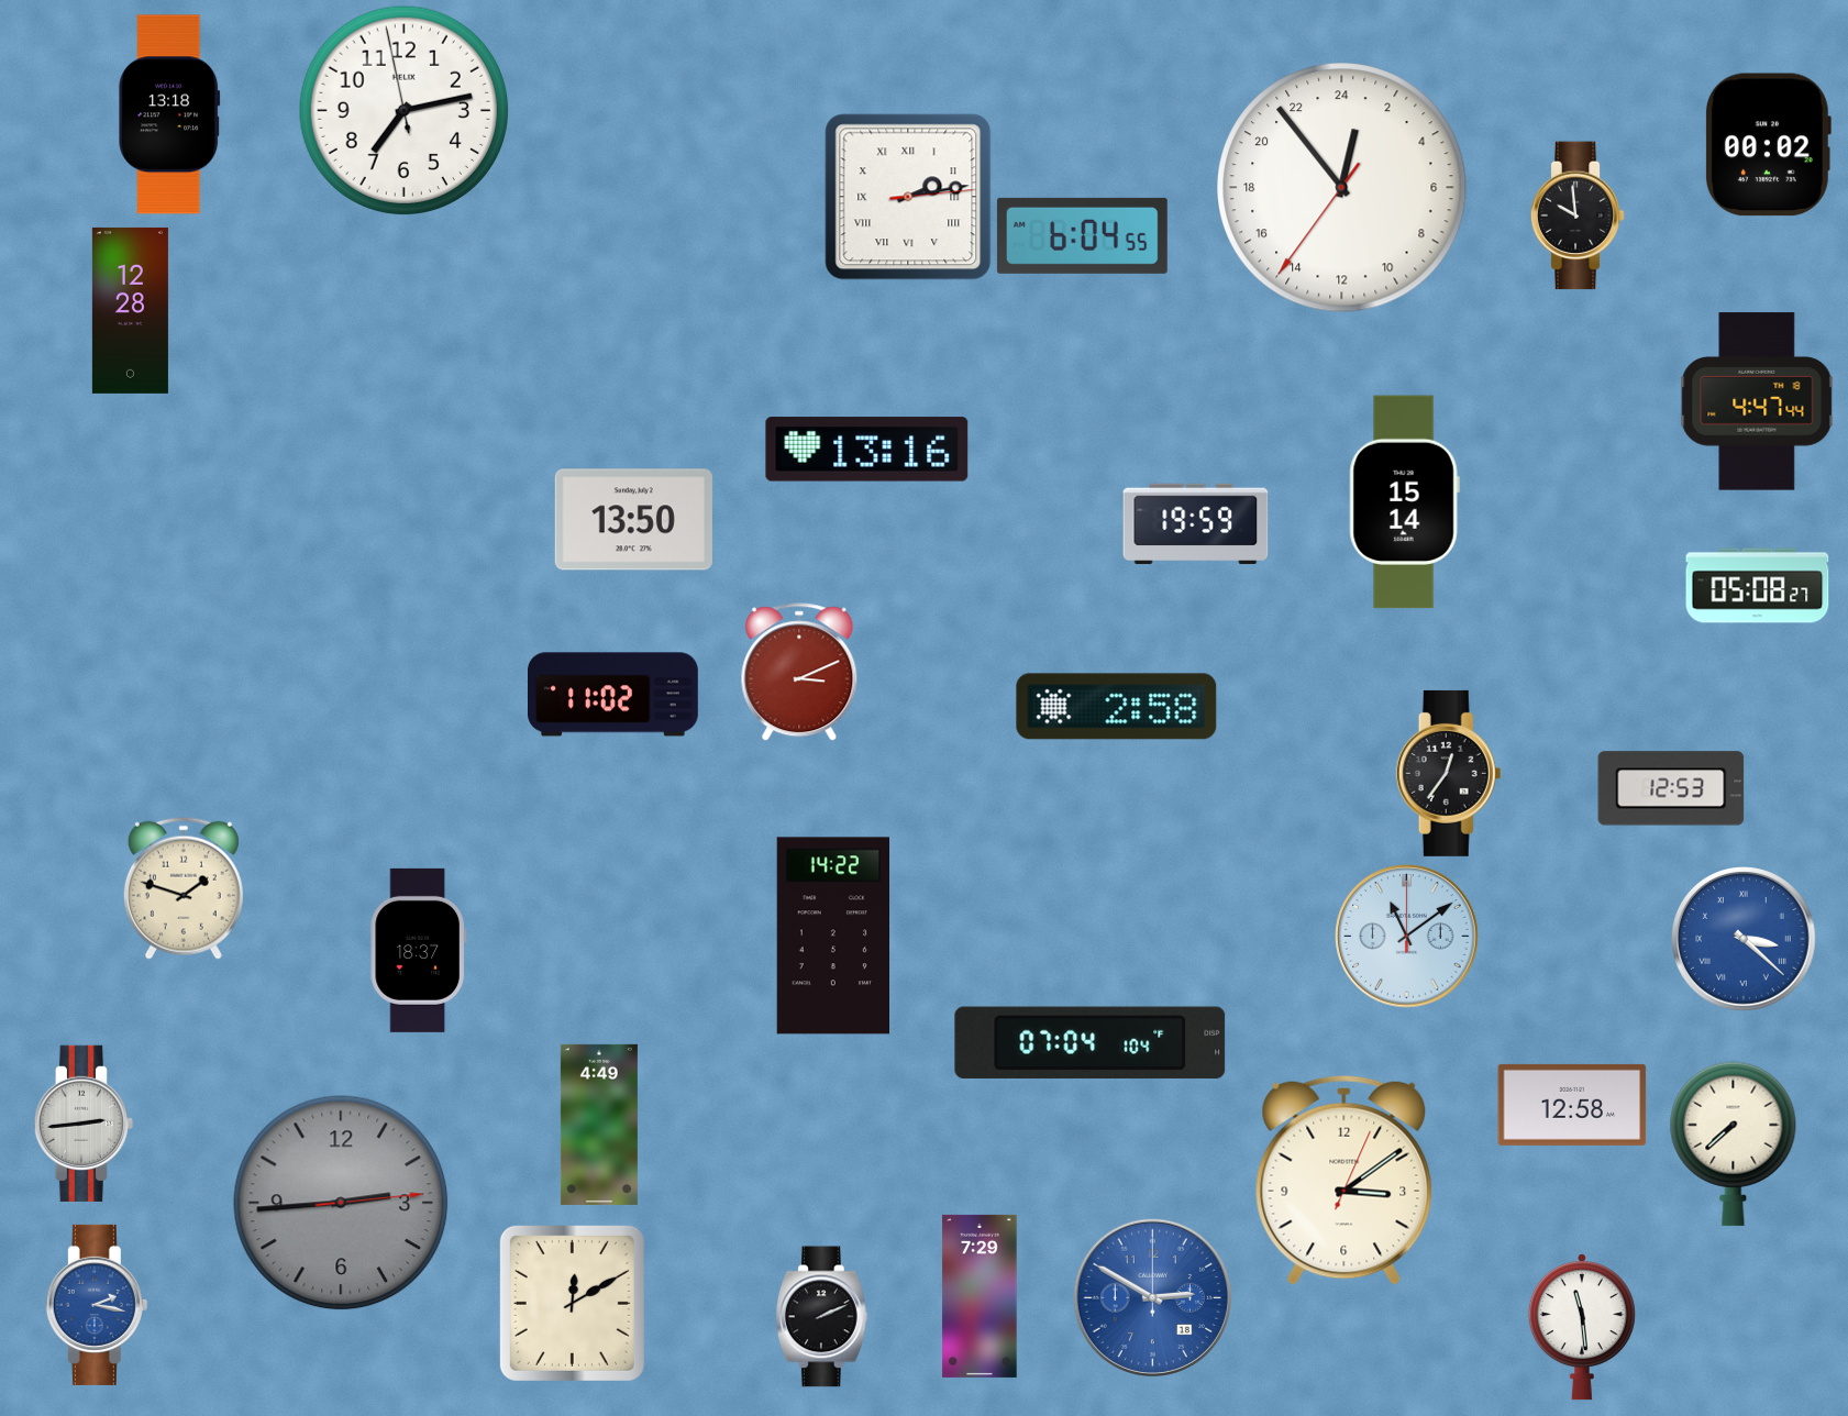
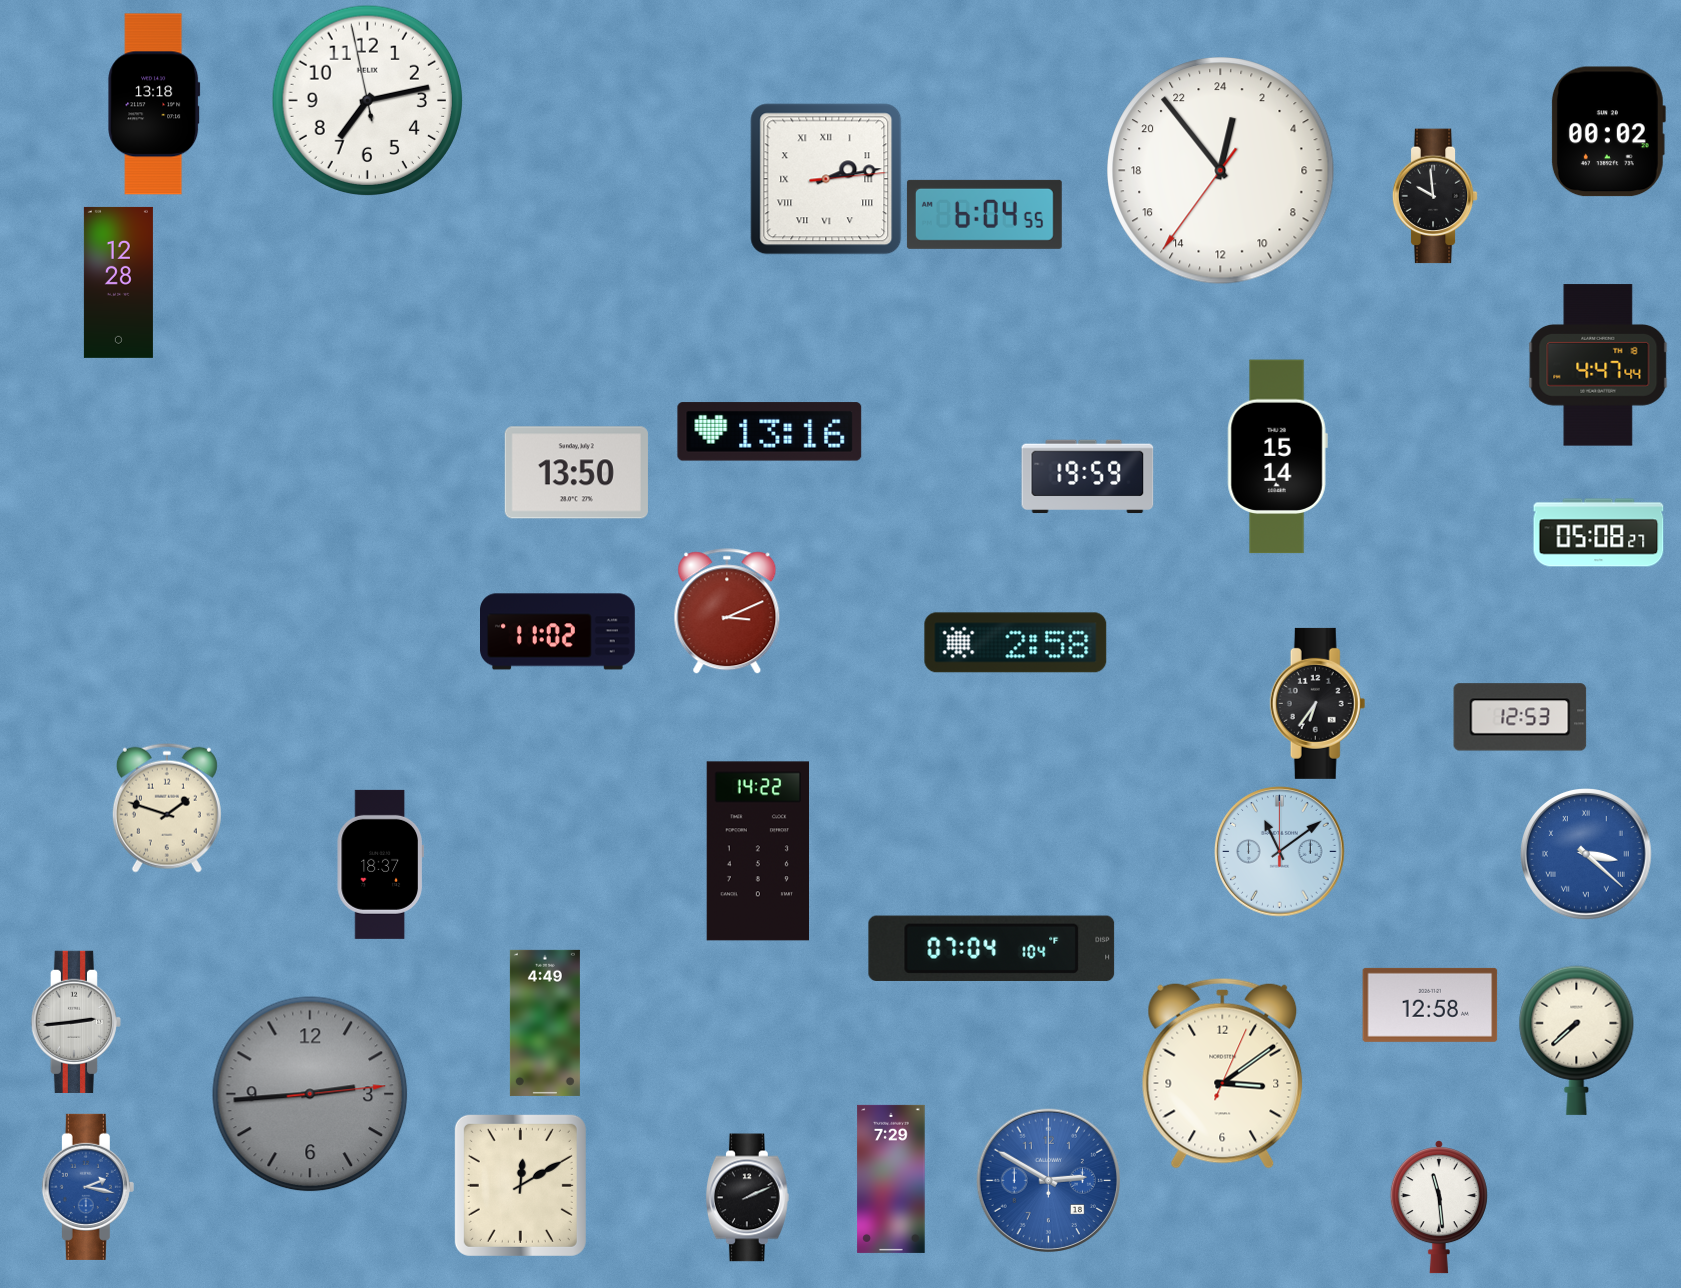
clock at (867, 450) position: (867, 450) -> (770, 432)
clock at (1449, 773): 12:36 -> 6:36
